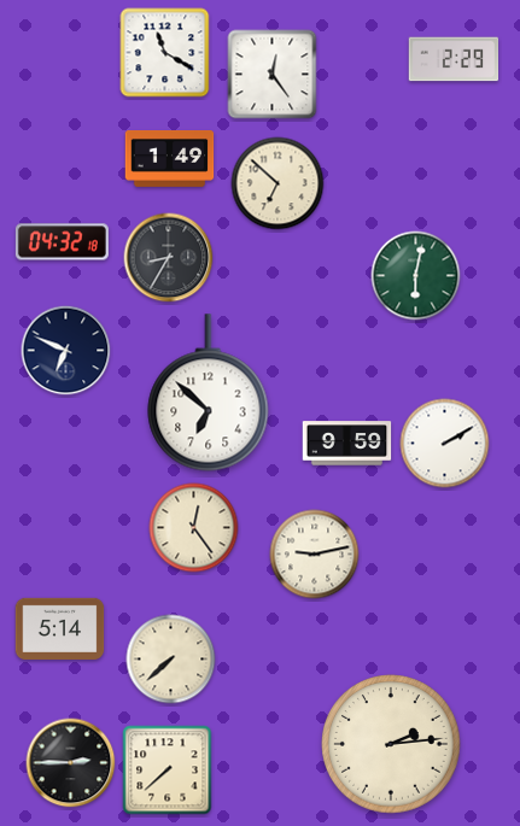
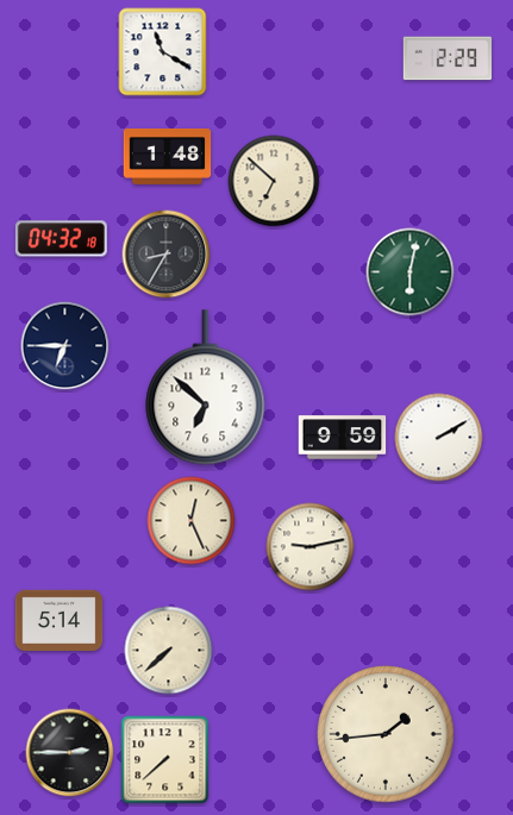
clock at (273, 75): 12:24 -> none
clock at (170, 159): 1:49 -> 1:48
clock at (66, 351): 6:49 -> 6:45
clock at (194, 528): 12:24 -> 12:26
clock at (391, 744): 2:14 -> 1:44
